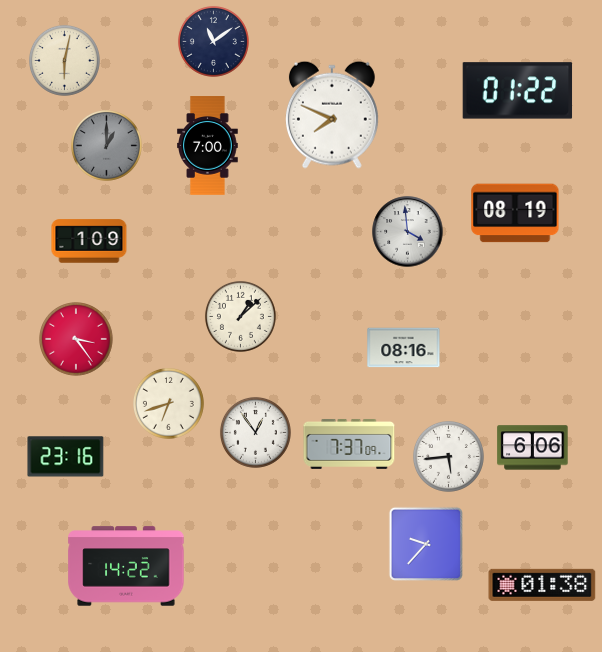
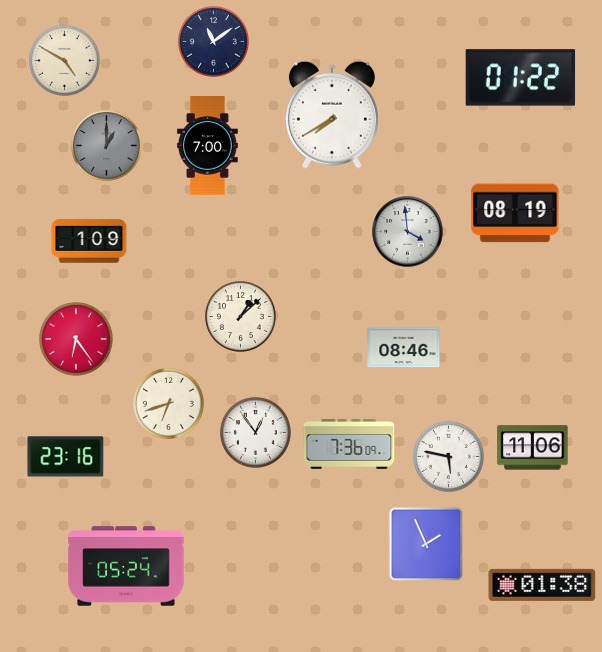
clock at (64, 60): 6:02 -> 4:50
clock at (518, 91) position: (518, 91) -> (521, 78)
clock at (332, 115): 7:49 -> 7:40
clock at (76, 339): 3:24 -> 6:24
clock at (404, 348): 08:16 -> 08:46
clock at (349, 444): 7:37 -> 7:36
clock at (533, 448): 6:06 -> 11:06
clock at (448, 456): 5:44 -> 5:47
clock at (426, 544): 9:37 -> 1:56
clock at (126, 566): 14:22 -> 05:24
